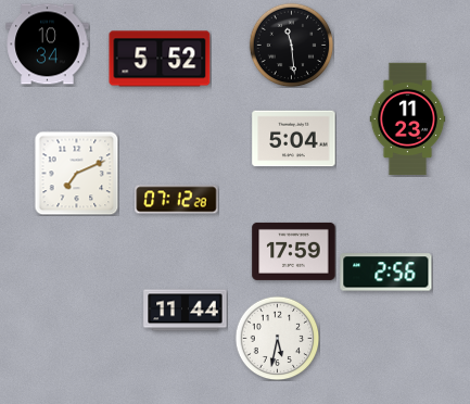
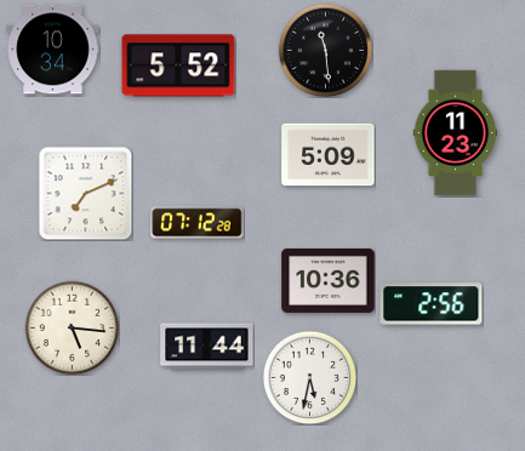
clock at (294, 139): 5:04 -> 5:09
clock at (294, 251): 17:59 -> 10:36
clock at (72, 327): none -> 5:16
